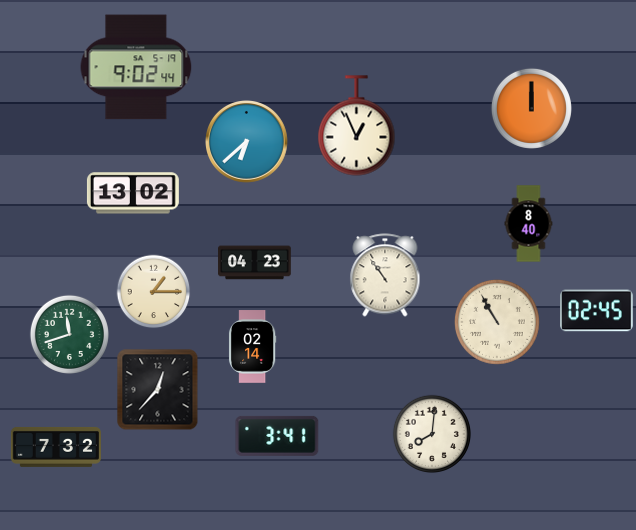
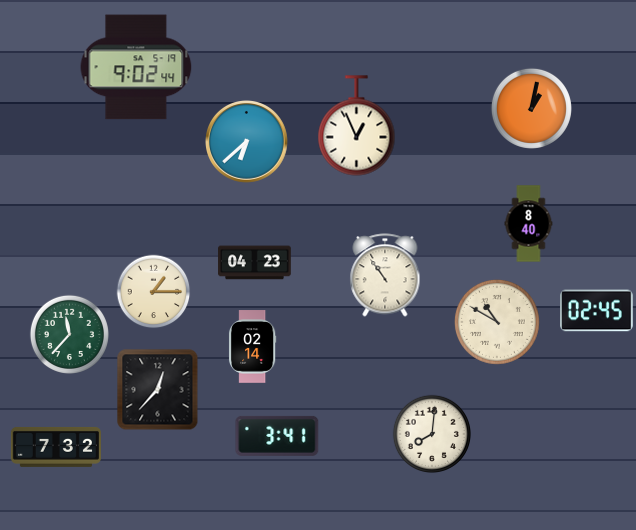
clock at (531, 108): 12:00 -> 1:02
clock at (133, 193): 13:02 -> none
clock at (497, 322): 10:55 -> 10:50
clock at (69, 334): 11:42 -> 11:37
